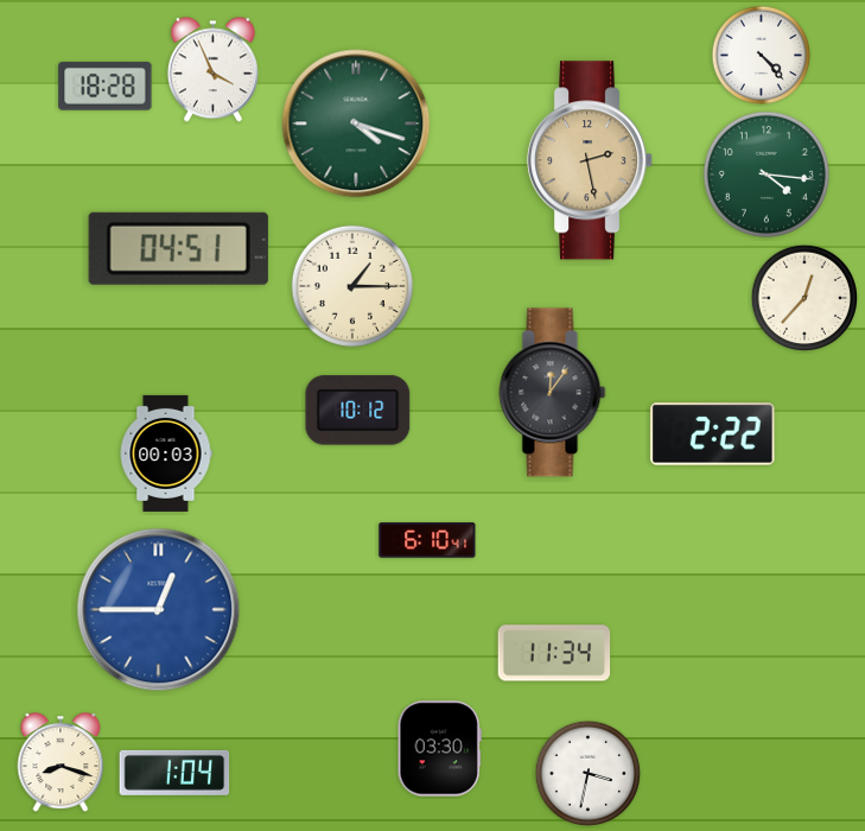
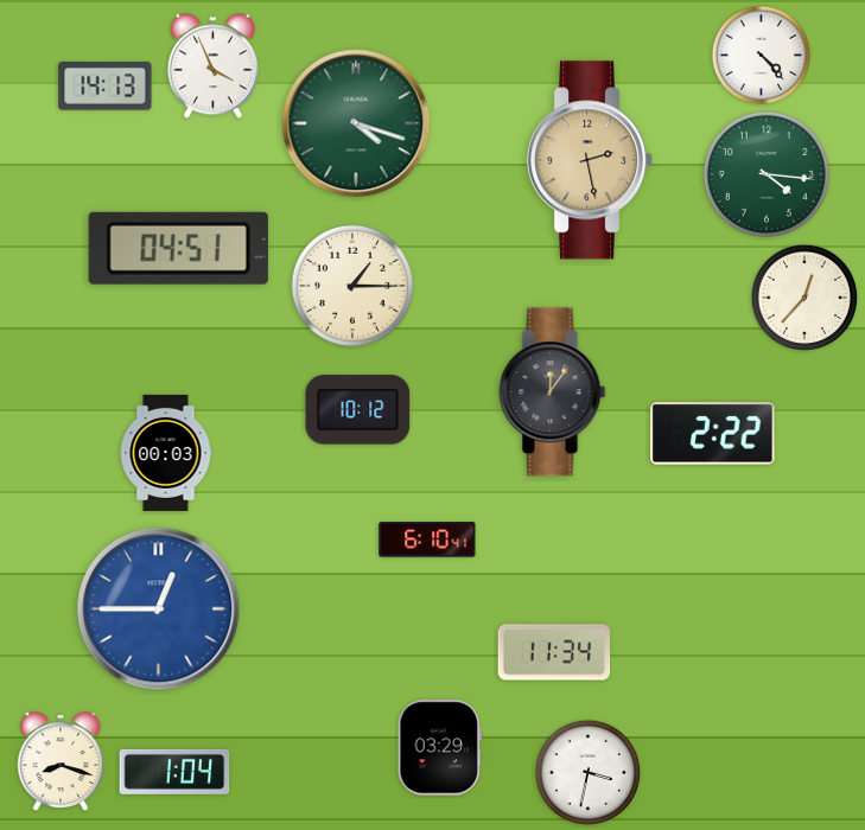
clock at (212, 70) position: (212, 70) -> (212, 66)
clock at (106, 87): 18:28 -> 14:13
clock at (439, 749): 03:30 -> 03:29
